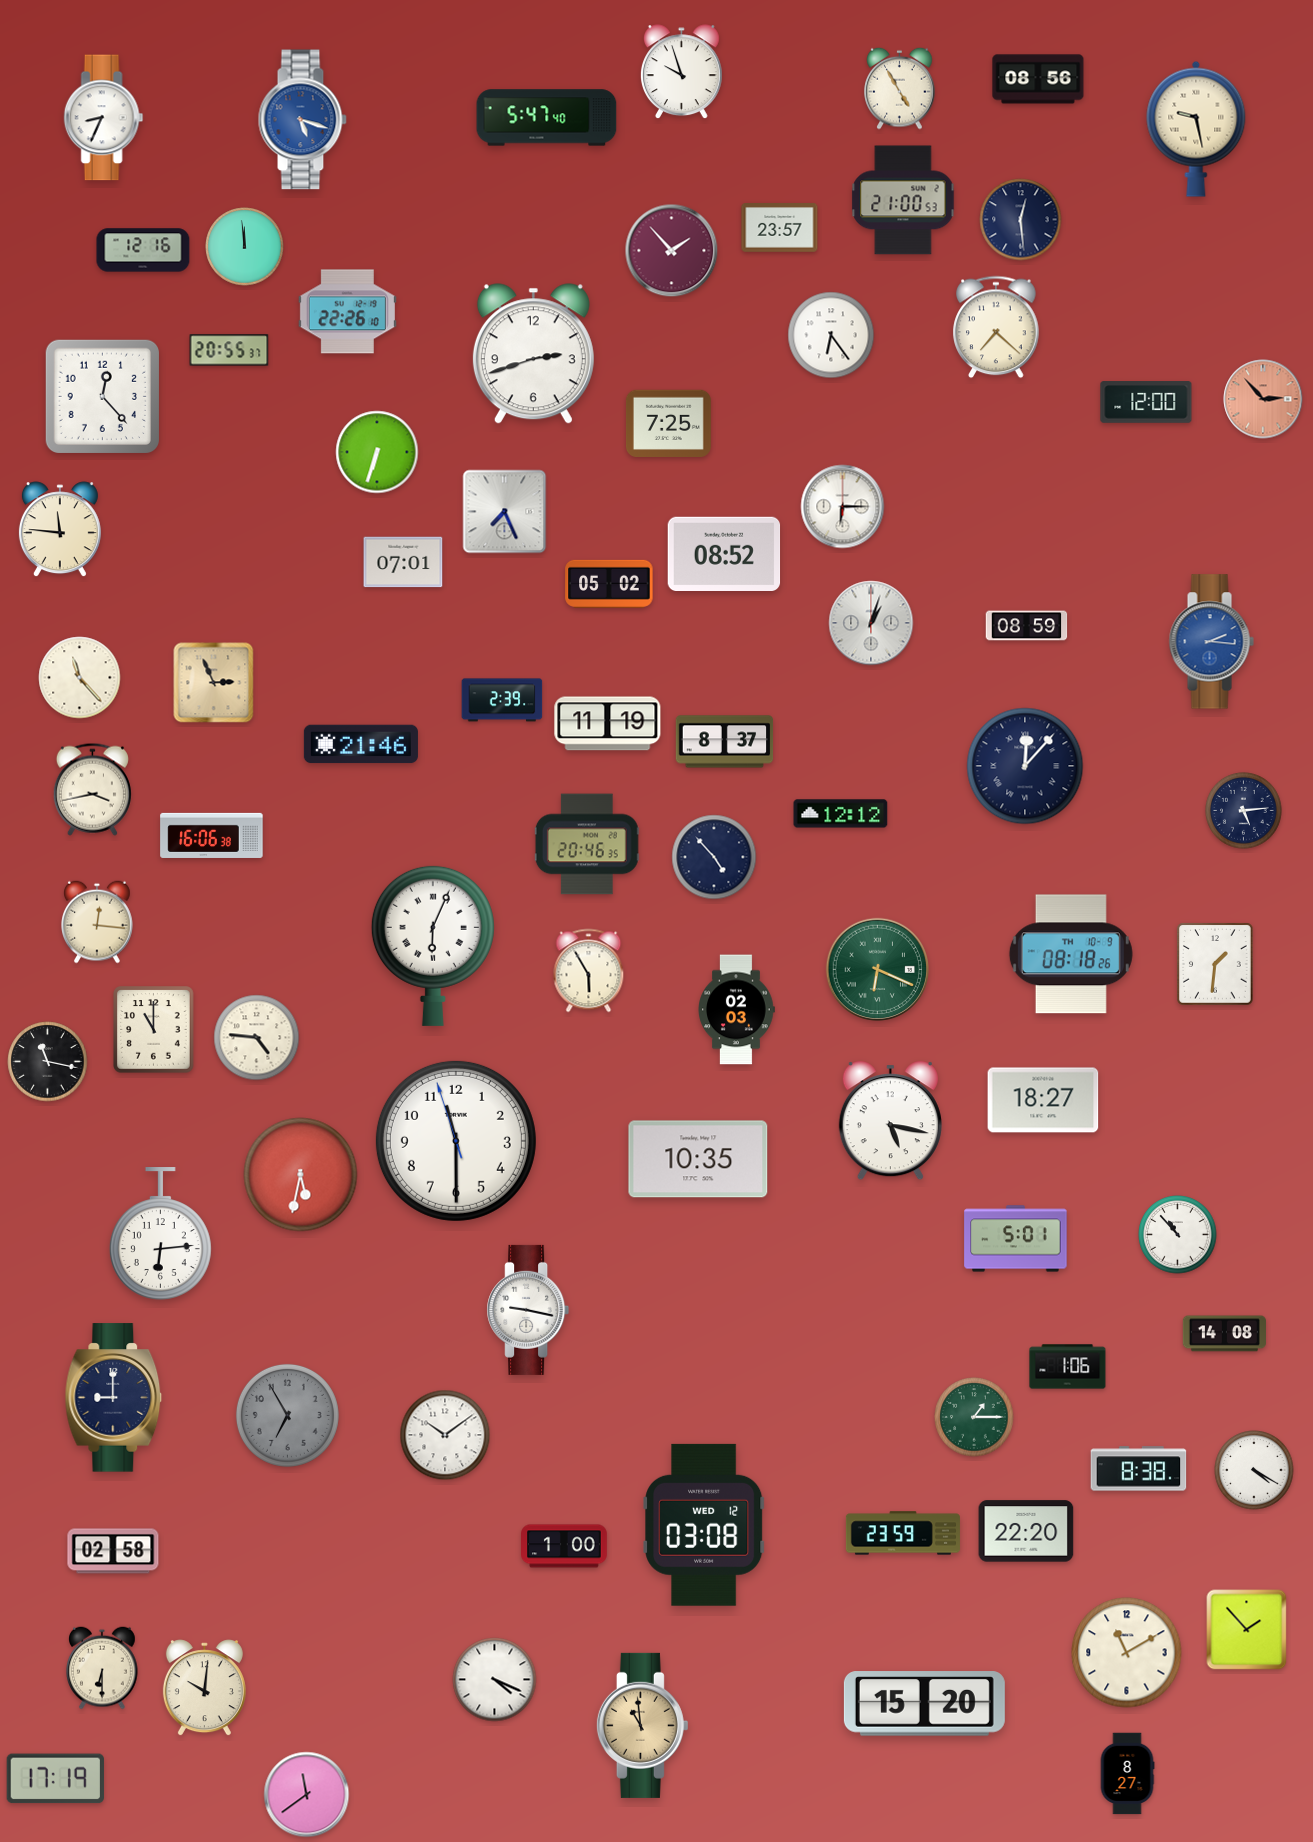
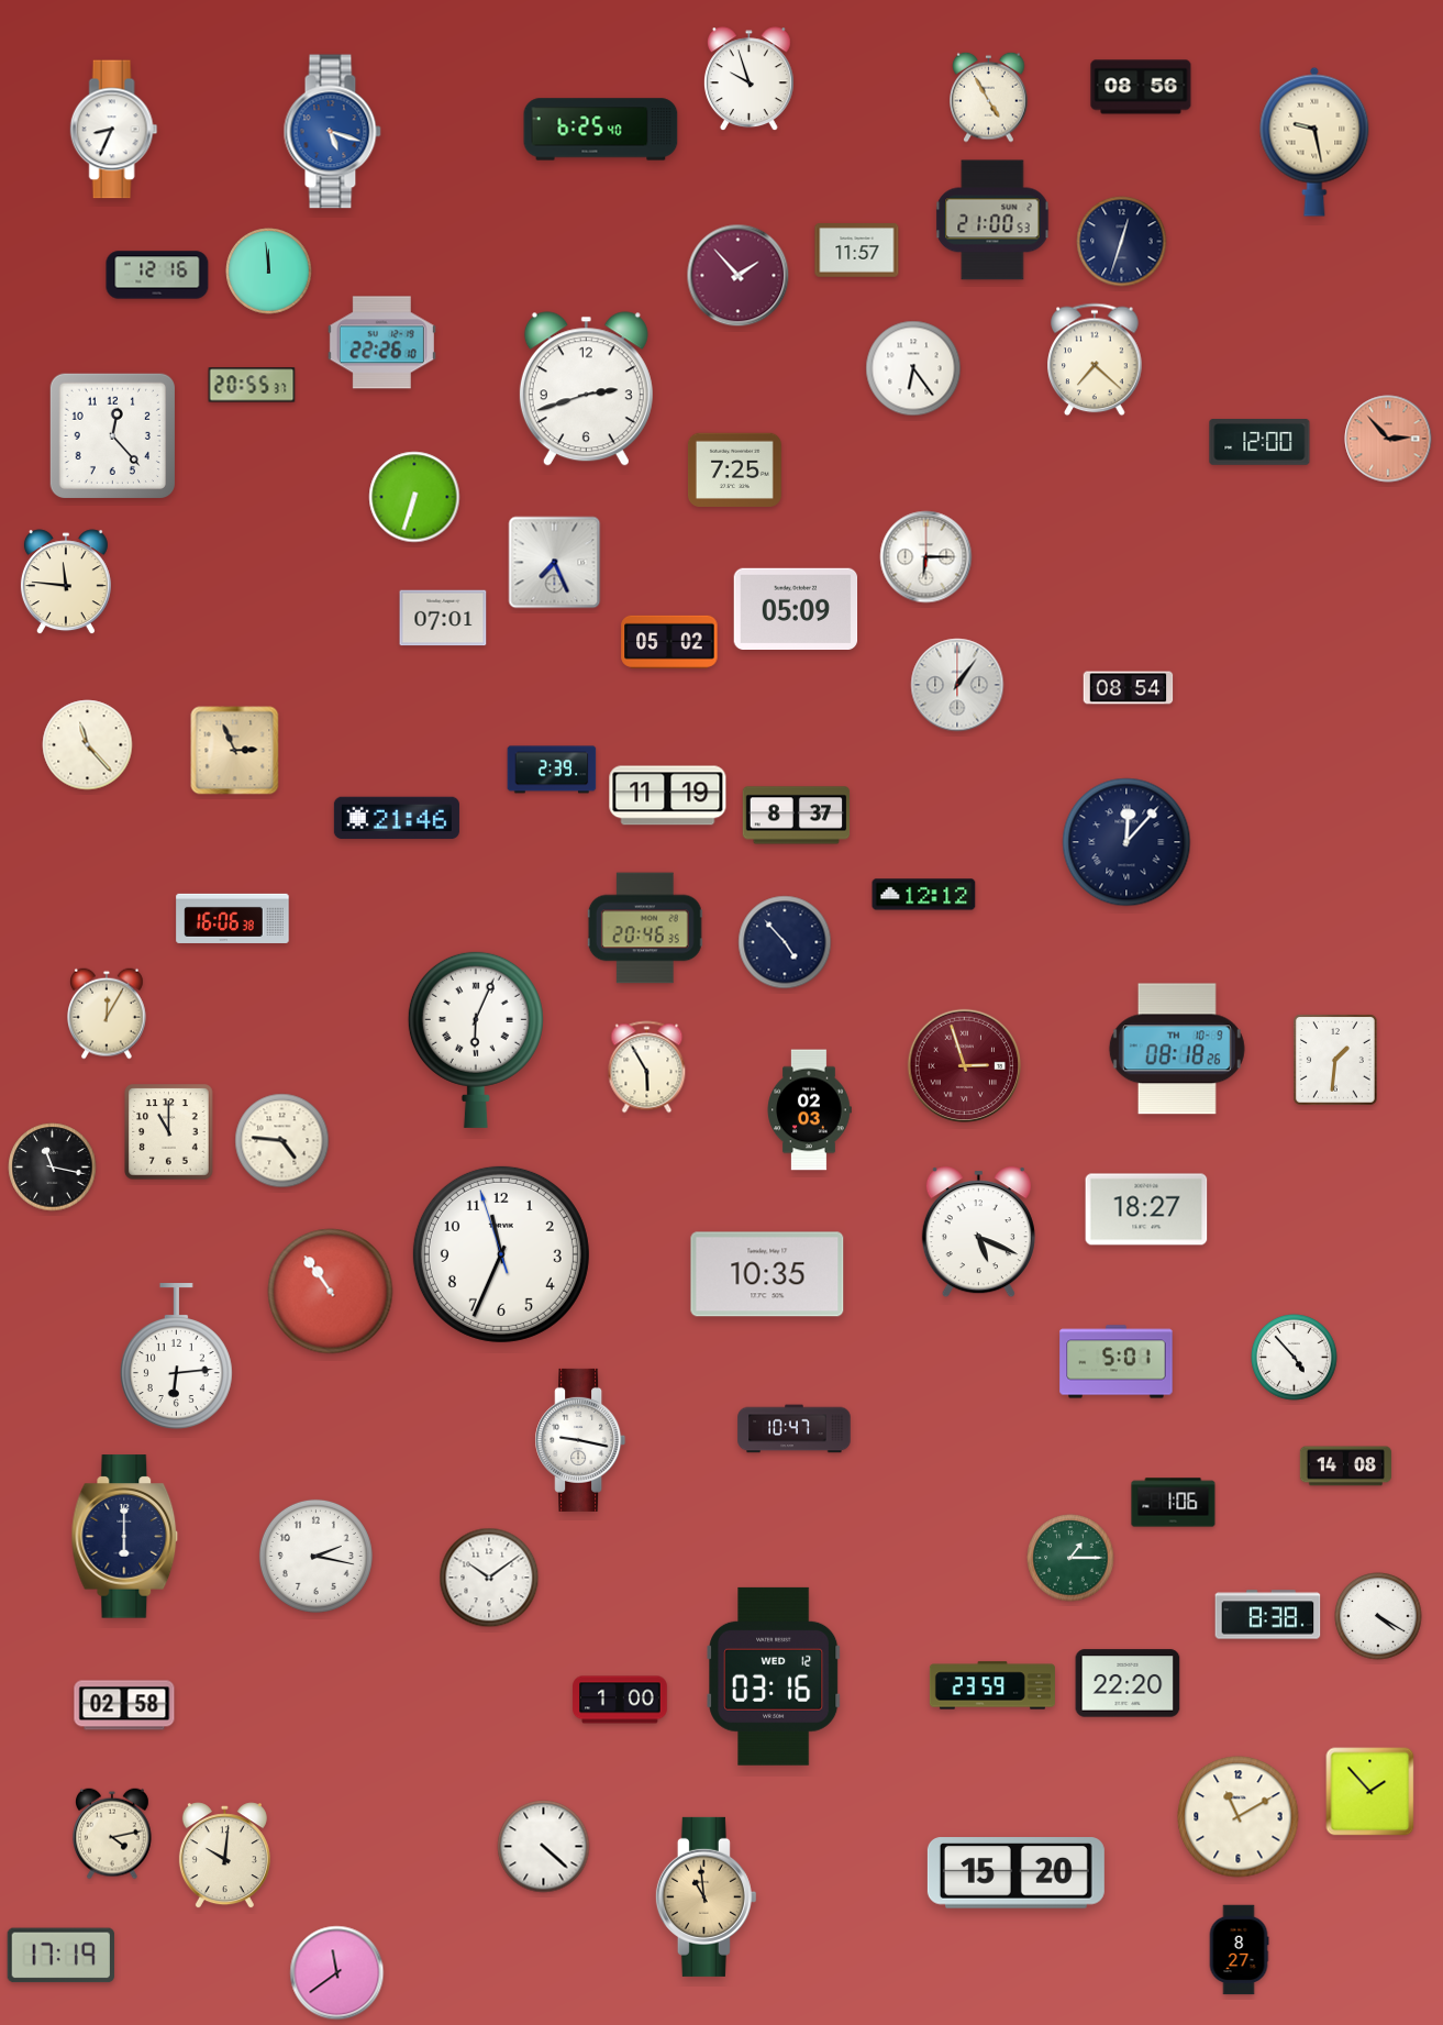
clock at (547, 118): 5:47 -> 6:25
clock at (1021, 220): 12:29 -> 12:33
clock at (780, 228): 23:57 -> 11:57
clock at (668, 424) position: (668, 424) -> (734, 471)
clock at (724, 553): 08:52 -> 05:09
clock at (871, 623): 1:03 -> 1:06
clock at (1027, 626): 08:59 -> 08:54
clock at (1211, 642): 2:16 -> none
clock at (92, 789): 3:43 -> none
clock at (1244, 811): 5:14 -> none
clock at (98, 922): 12:16 -> 12:05
clock at (878, 970): 6:19 -> 2:57
clock at (878, 970) dial: green -> burgundy
clock at (890, 1121): 5:17 -> 5:19
clock at (456, 1141): 11:29 -> 11:33
clock at (301, 1175): 5:32 -> 10:54
clock at (1178, 1235): 10:53 -> 4:53
clock at (795, 1429): none -> 10:47
clock at (114, 1398): 9:00 -> 6:00
clock at (287, 1415): 6:55 -> 2:17
clock at (287, 1415) dial: grey -> white
clock at (1139, 1469) position: (1139, 1469) -> (1268, 1615)
clock at (704, 1525): 03:08 -> 03:16
clock at (103, 1668): 6:30 -> 4:13
clock at (495, 1680): 4:19 -> 4:22
